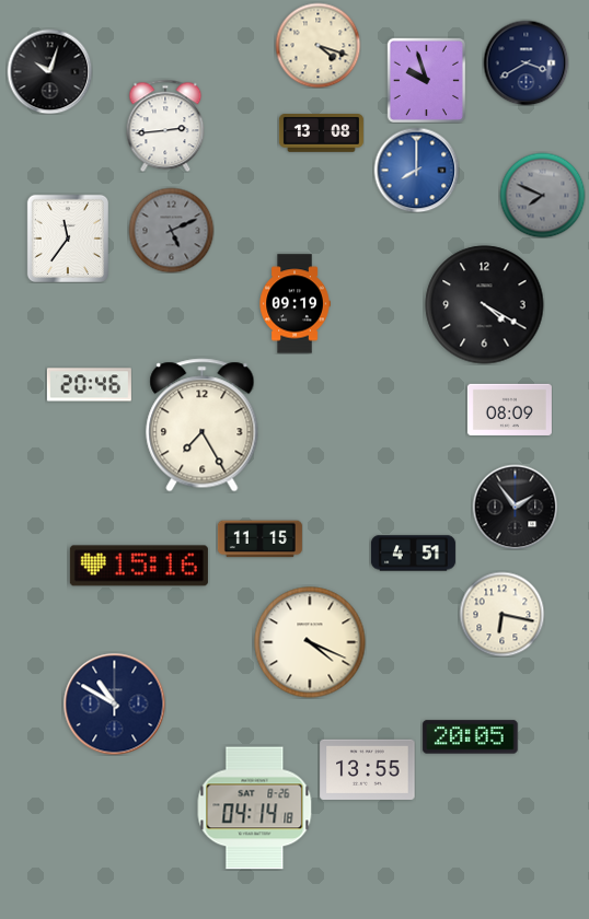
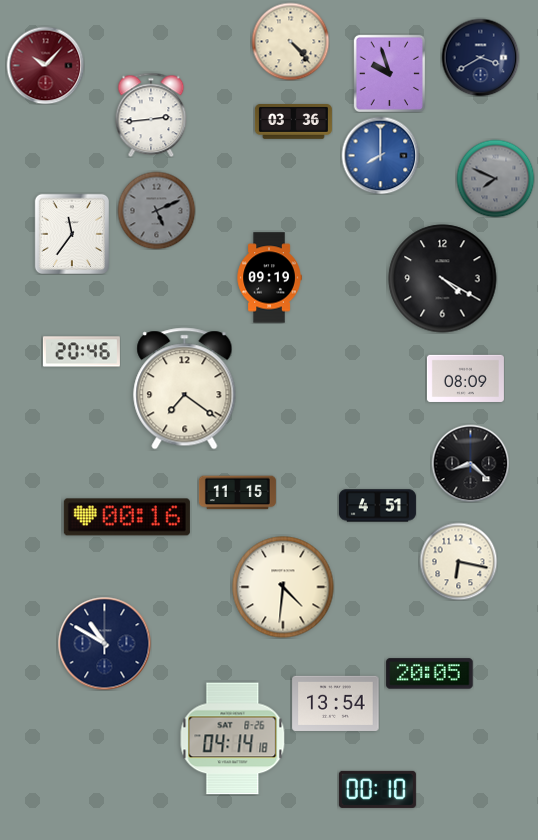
clock at (317, 45): 4:18 -> 4:23
clock at (49, 71): 10:03 -> 10:07
clock at (49, 71) dial: black -> burgundy
clock at (321, 133): 13:08 -> 03:36
clock at (67, 237) position: (67, 237) -> (71, 233)
clock at (509, 409) position: (509, 409) -> (465, 378)
clock at (203, 426): 7:25 -> 7:21
clock at (515, 507): 1:54 -> 8:22
clock at (139, 566): 15:16 -> 00:16
clock at (310, 642): 4:19 -> 4:31
clock at (368, 769): 13:55 -> 13:54
clock at (377, 789): none -> 00:10
